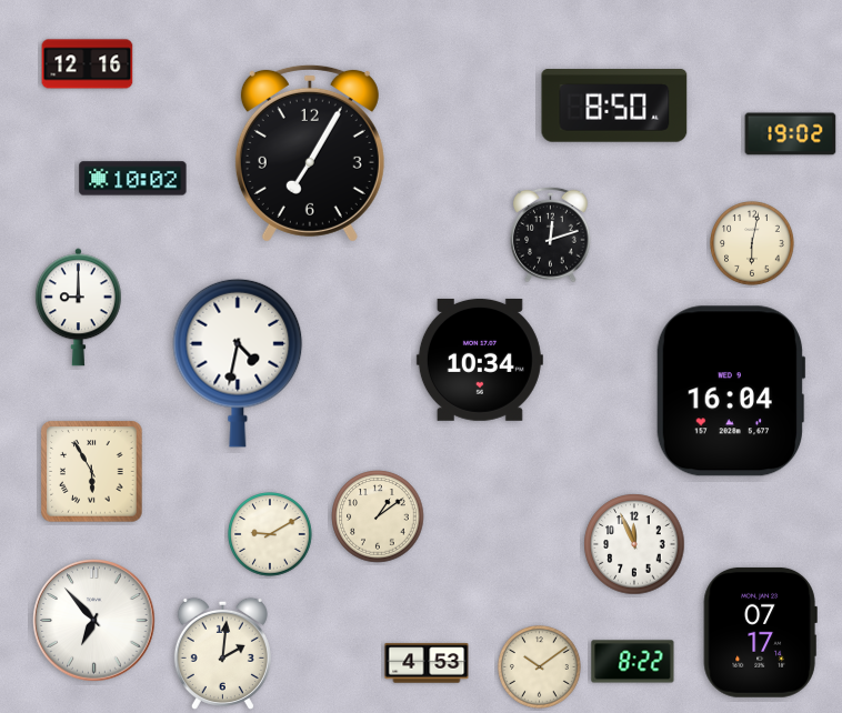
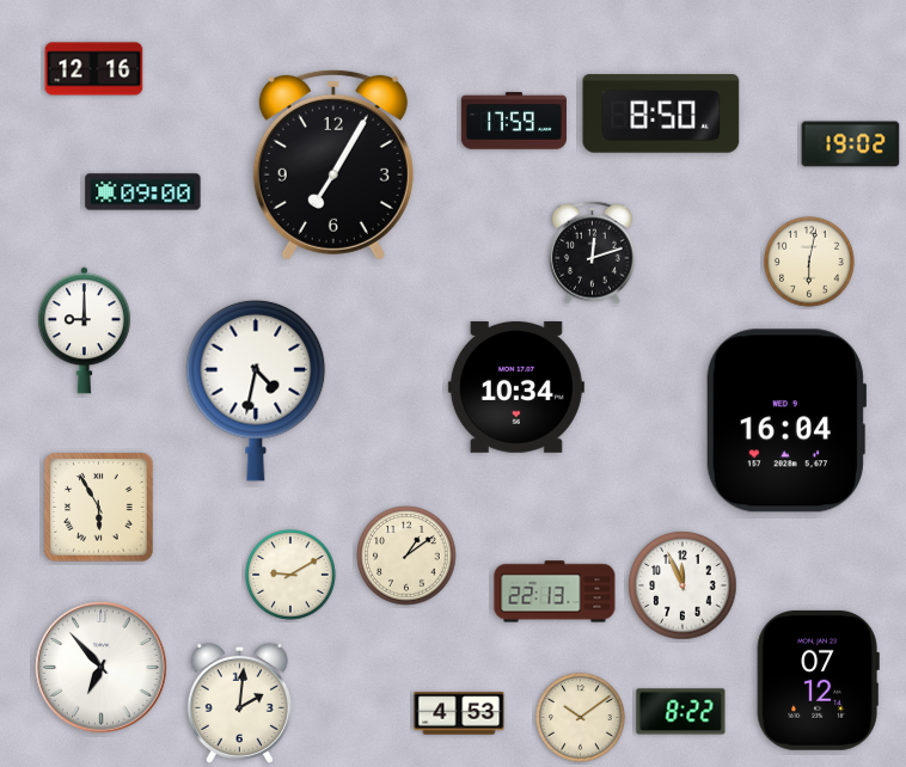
clock at (514, 121): none -> 17:59
clock at (133, 179): 10:02 -> 09:00
clock at (555, 591): none -> 22:13
clock at (760, 632): 07:17 -> 07:12
